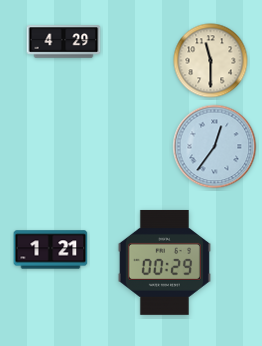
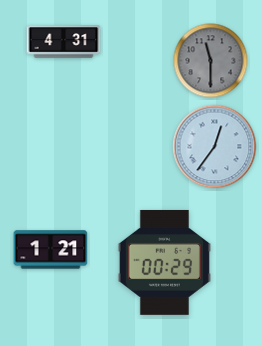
clock at (64, 42): 4:29 -> 4:31
clock at (211, 61) dial: cream -> grey
